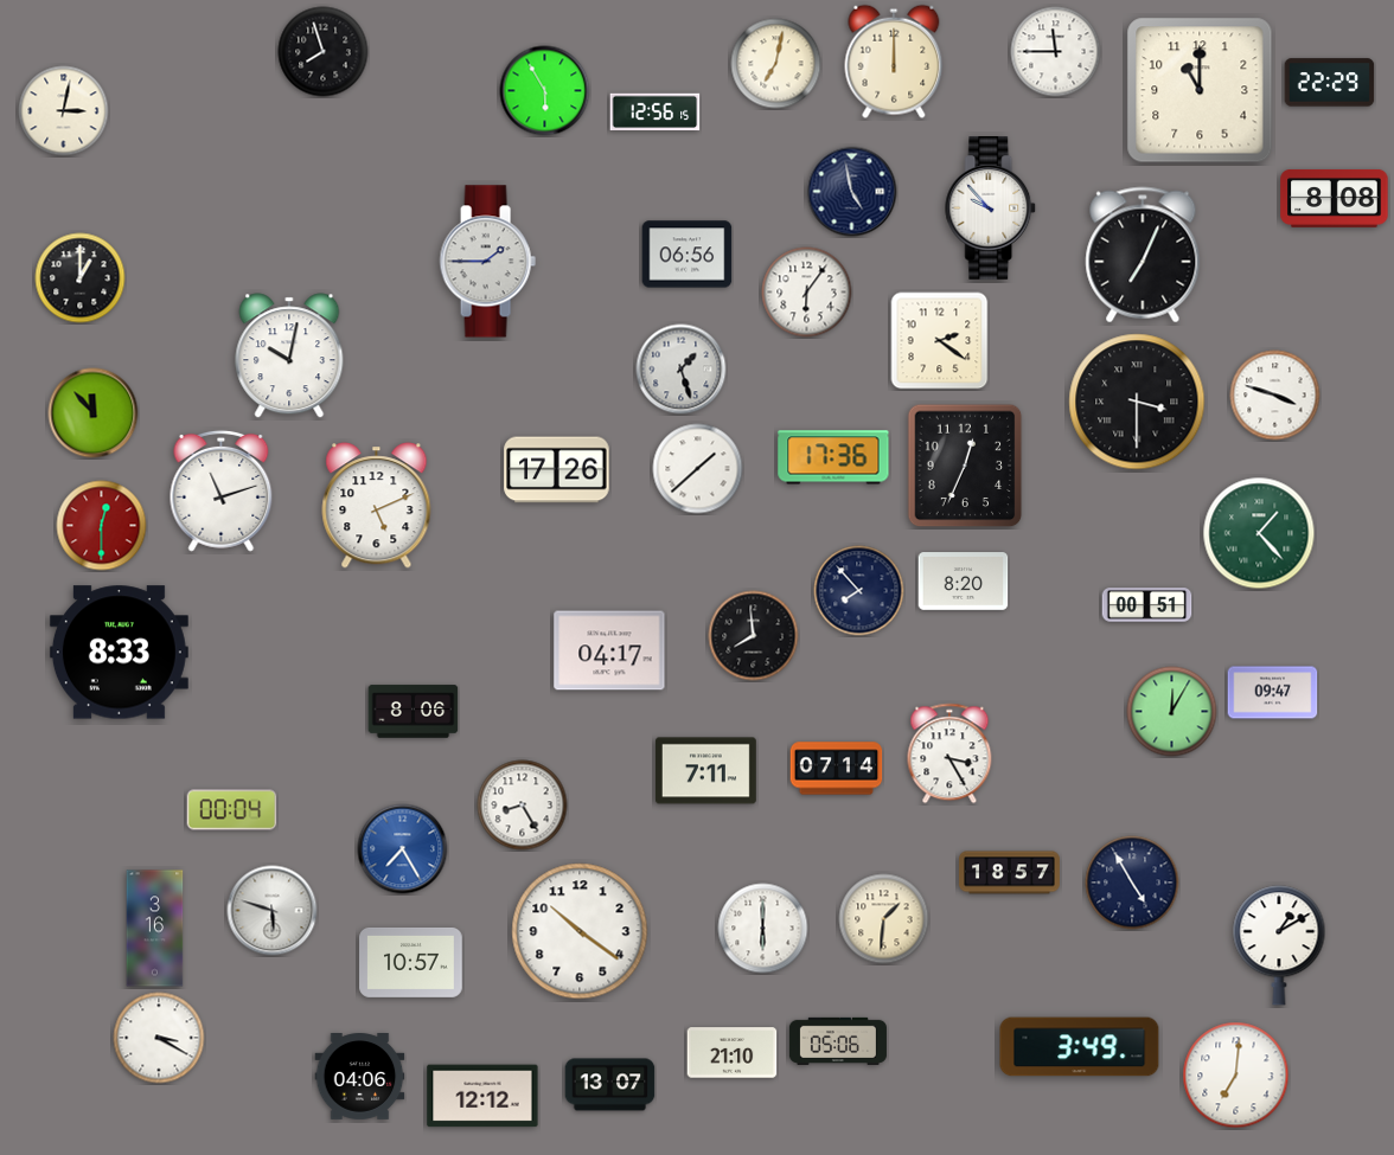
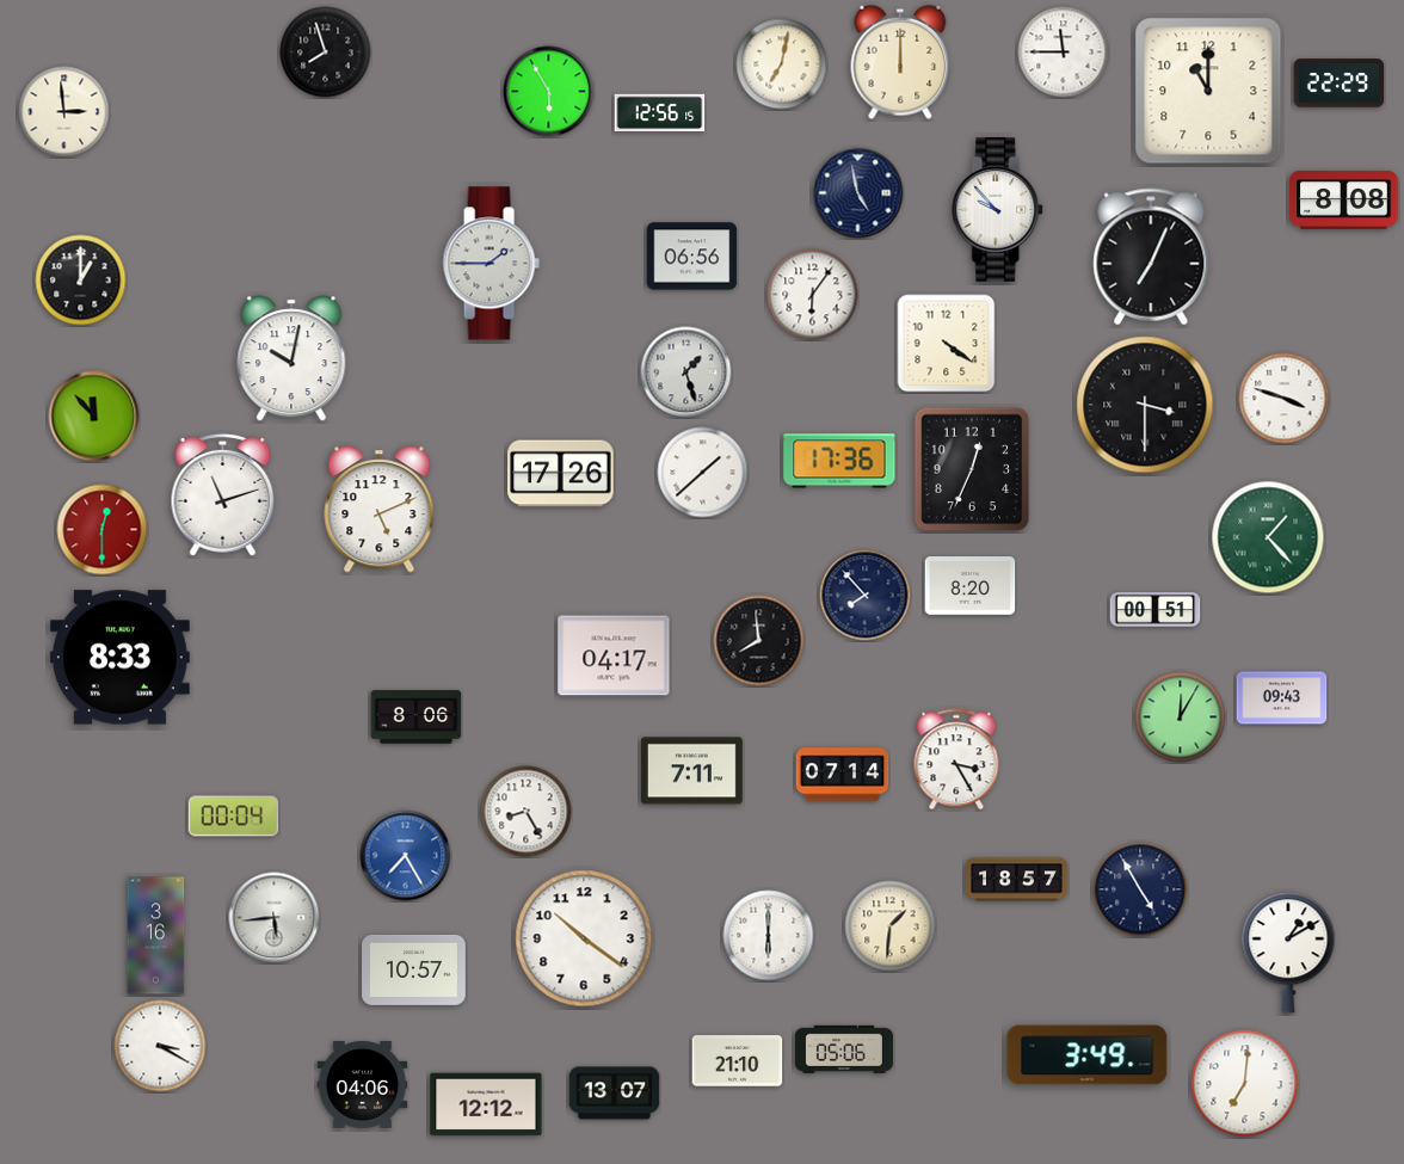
clock at (64, 111): 3:02 -> 2:59
clock at (940, 341): 2:21 -> 4:21
clock at (1273, 693): 09:47 -> 09:43
clock at (705, 771) position: (705, 771) -> (691, 771)
clock at (273, 911): 5:48 -> 5:44
